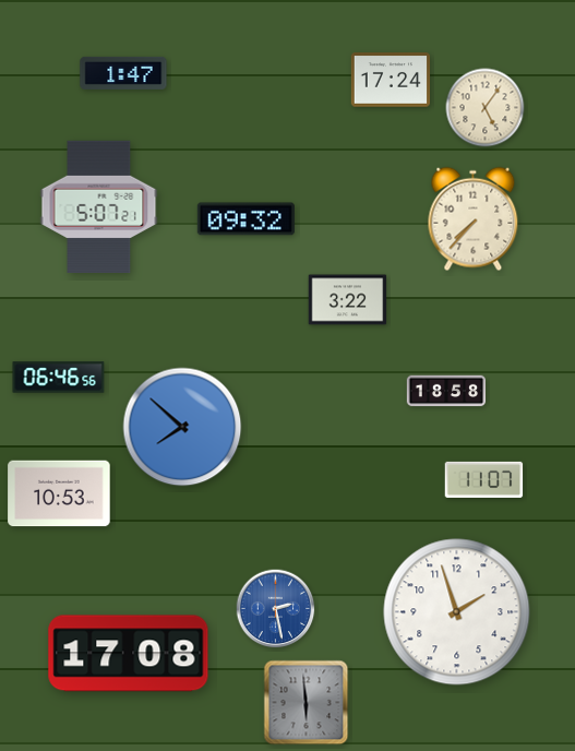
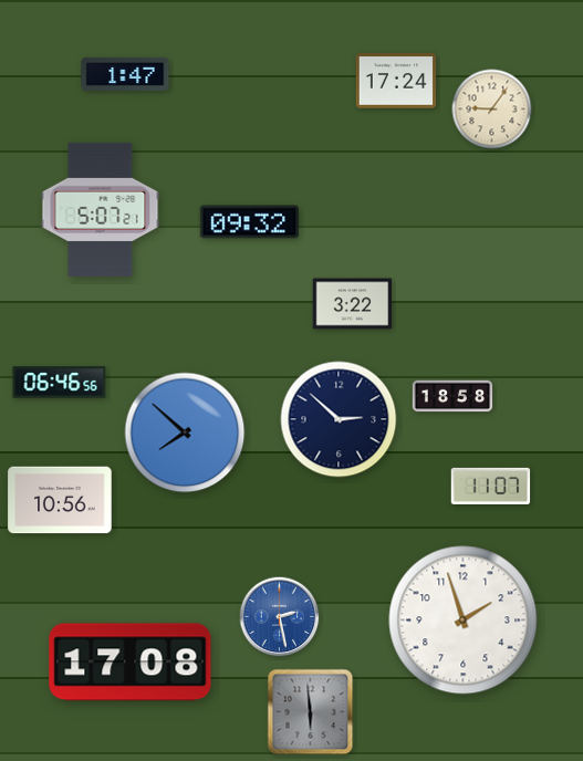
clock at (486, 108): 5:06 -> 9:06
clock at (474, 219): 7:37 -> none
clock at (339, 419): none -> 2:52
clock at (59, 493): 10:53 -> 10:56
